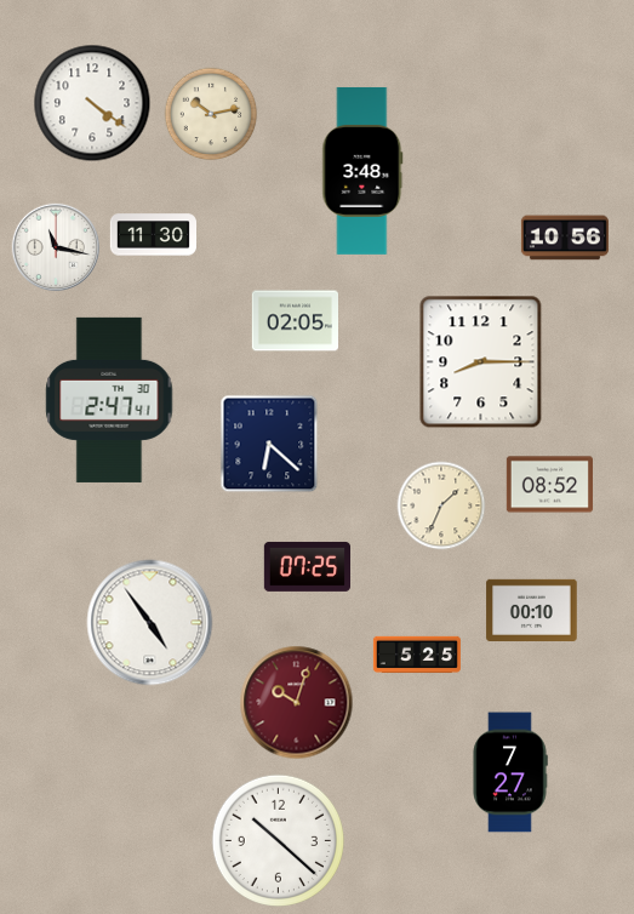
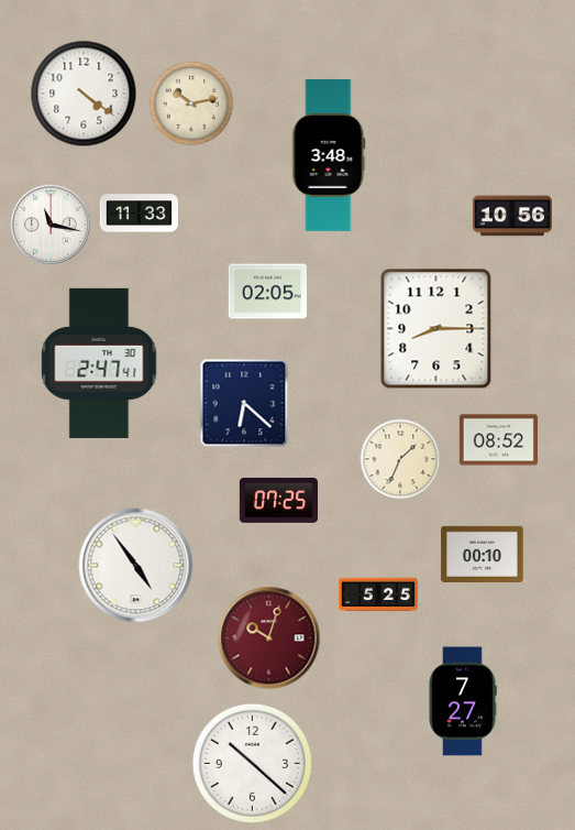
clock at (153, 235): 11:30 -> 11:33
clock at (307, 566) position: (307, 566) -> (278, 500)
